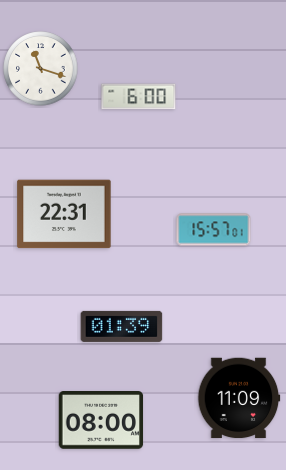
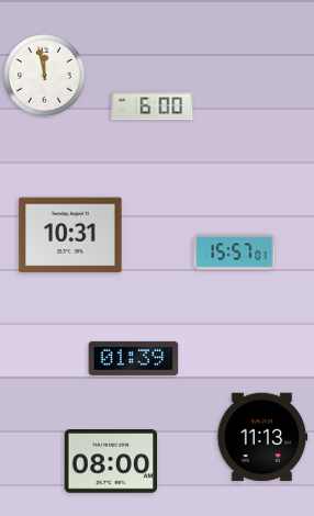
clock at (41, 69): 11:18 -> 11:58
clock at (64, 214): 22:31 -> 10:31
clock at (239, 398): 11:09 -> 11:13
